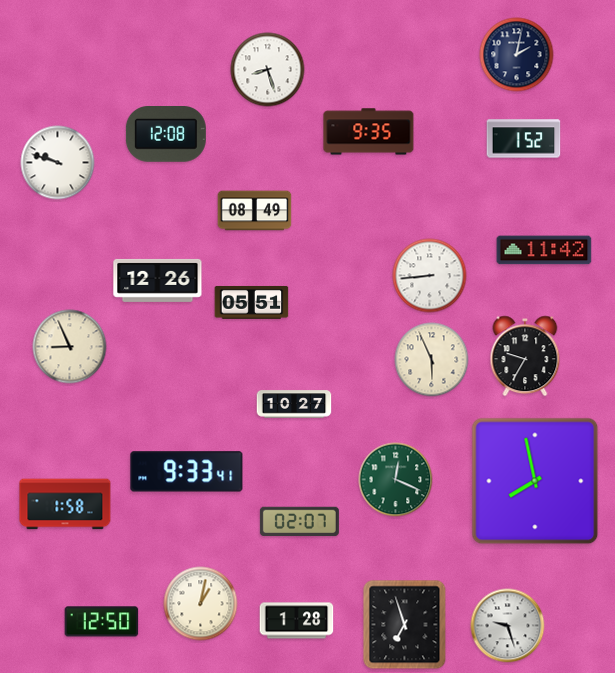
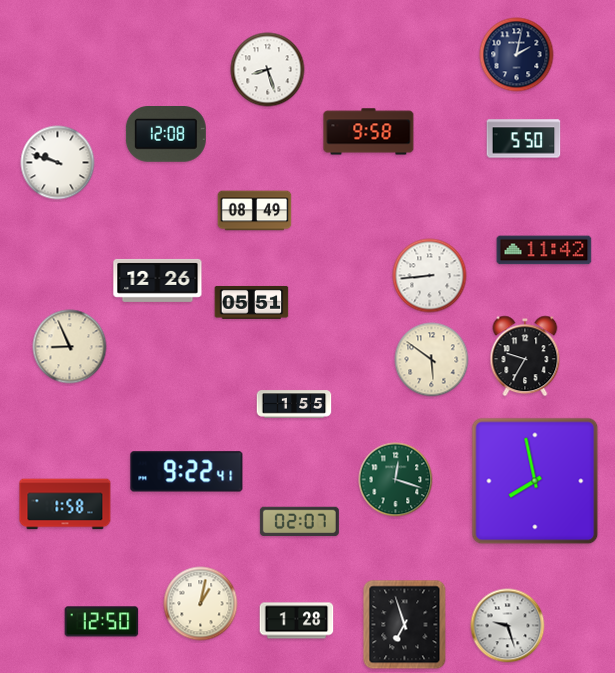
clock at (369, 132): 9:35 -> 9:58
clock at (524, 139): 1:52 -> 5:50
clock at (432, 360): 5:56 -> 5:51
clock at (294, 404): 10:27 -> 1:55
clock at (187, 472): 9:33 -> 9:22
clock at (396, 480): 12:19 -> 12:18
